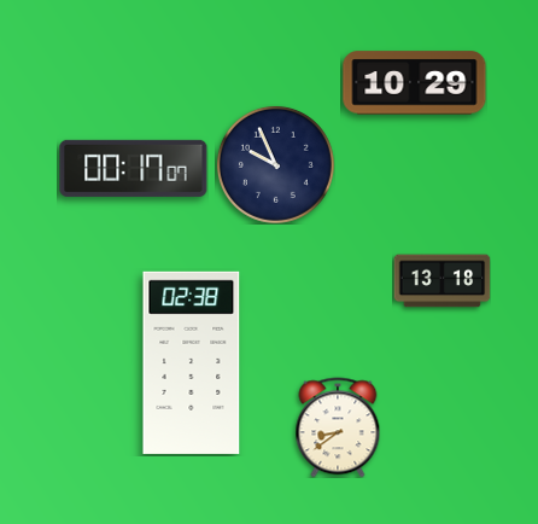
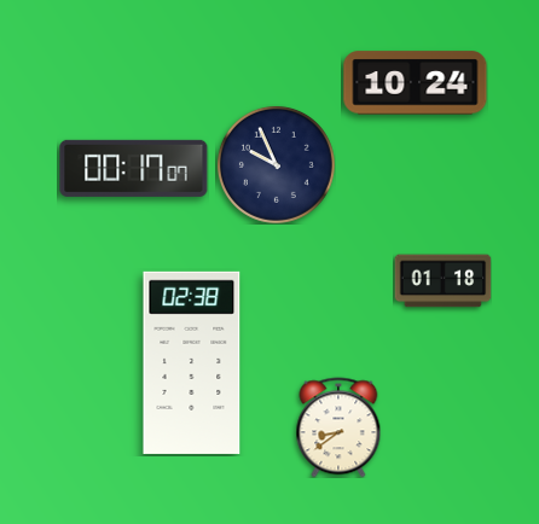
clock at (415, 83): 10:29 -> 10:24
clock at (441, 281): 13:18 -> 01:18
